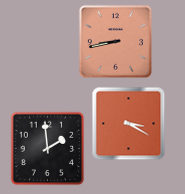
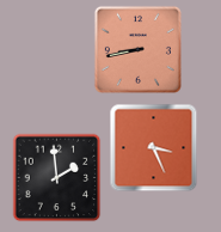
clock at (129, 124): 3:20 -> 3:26
